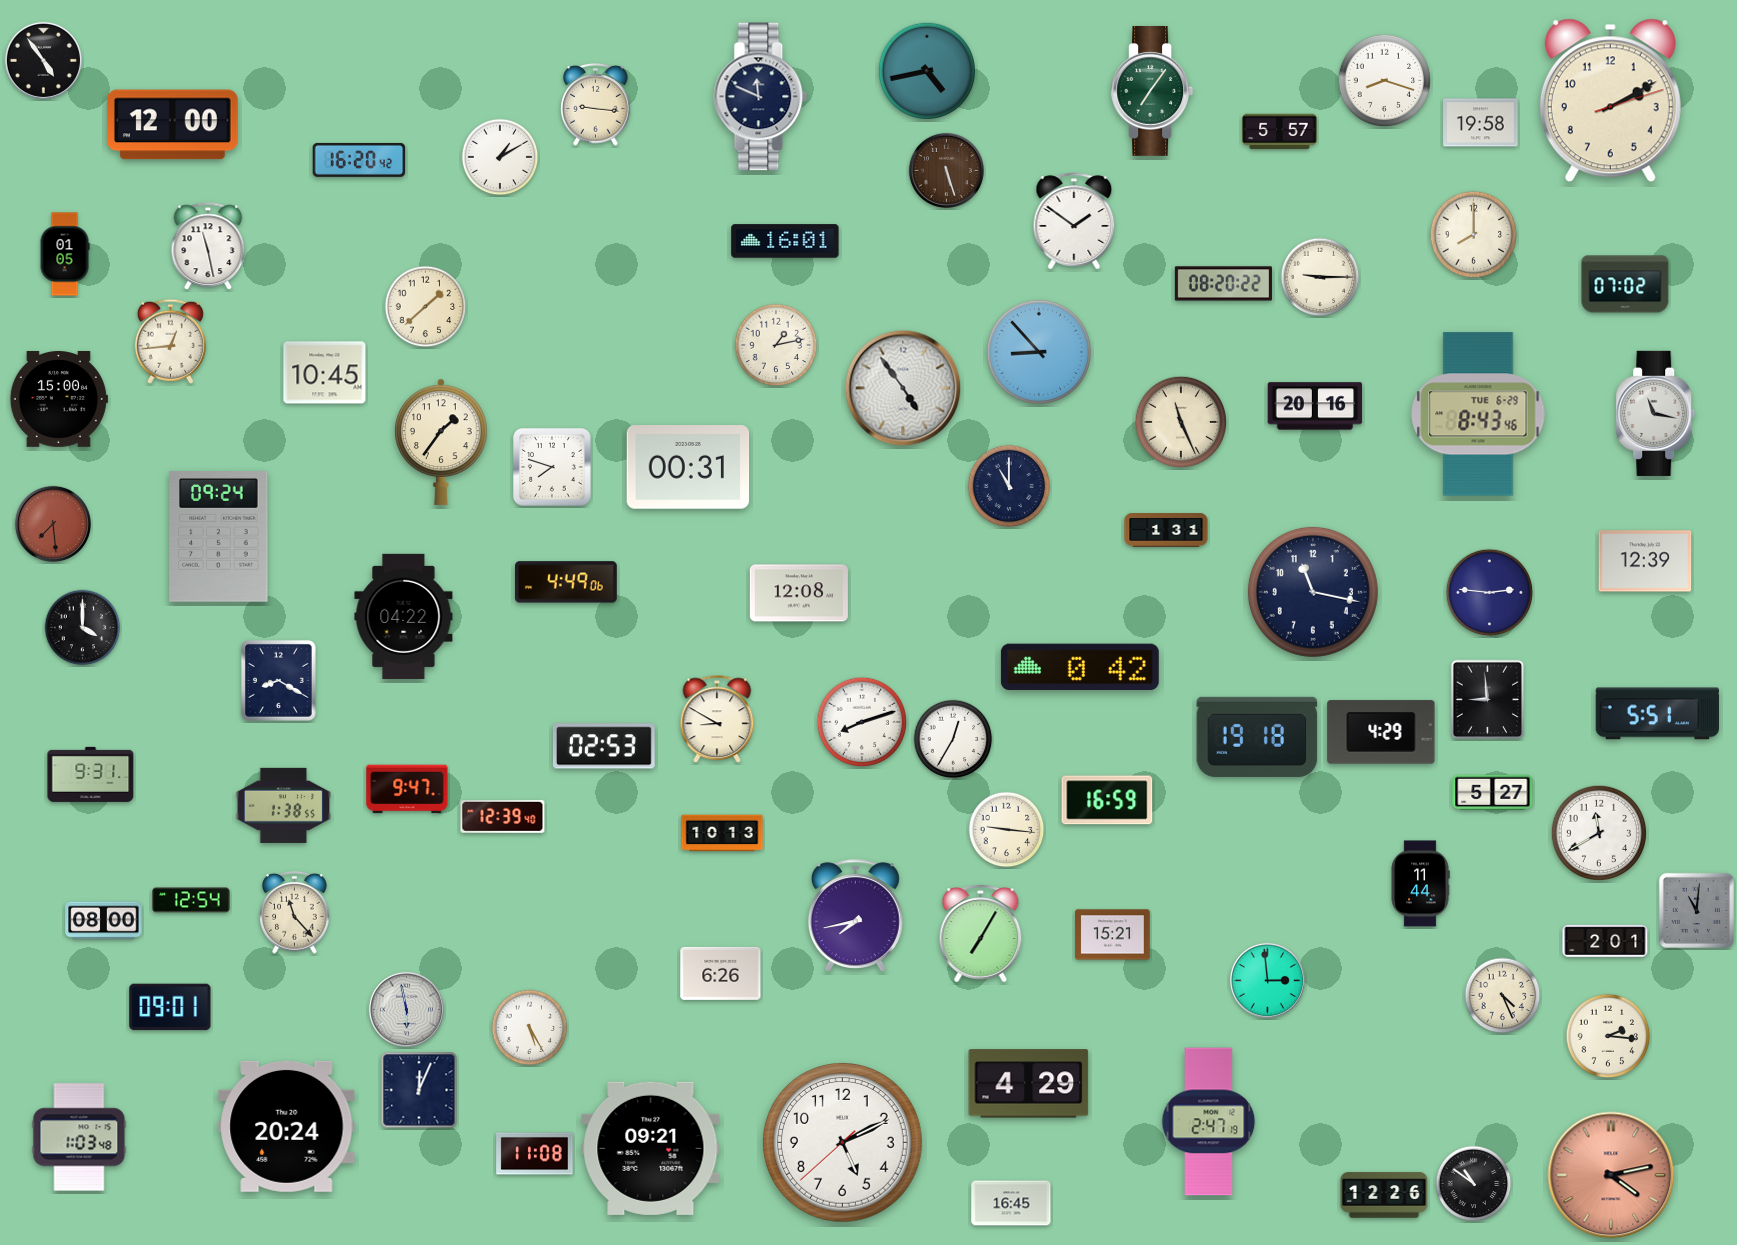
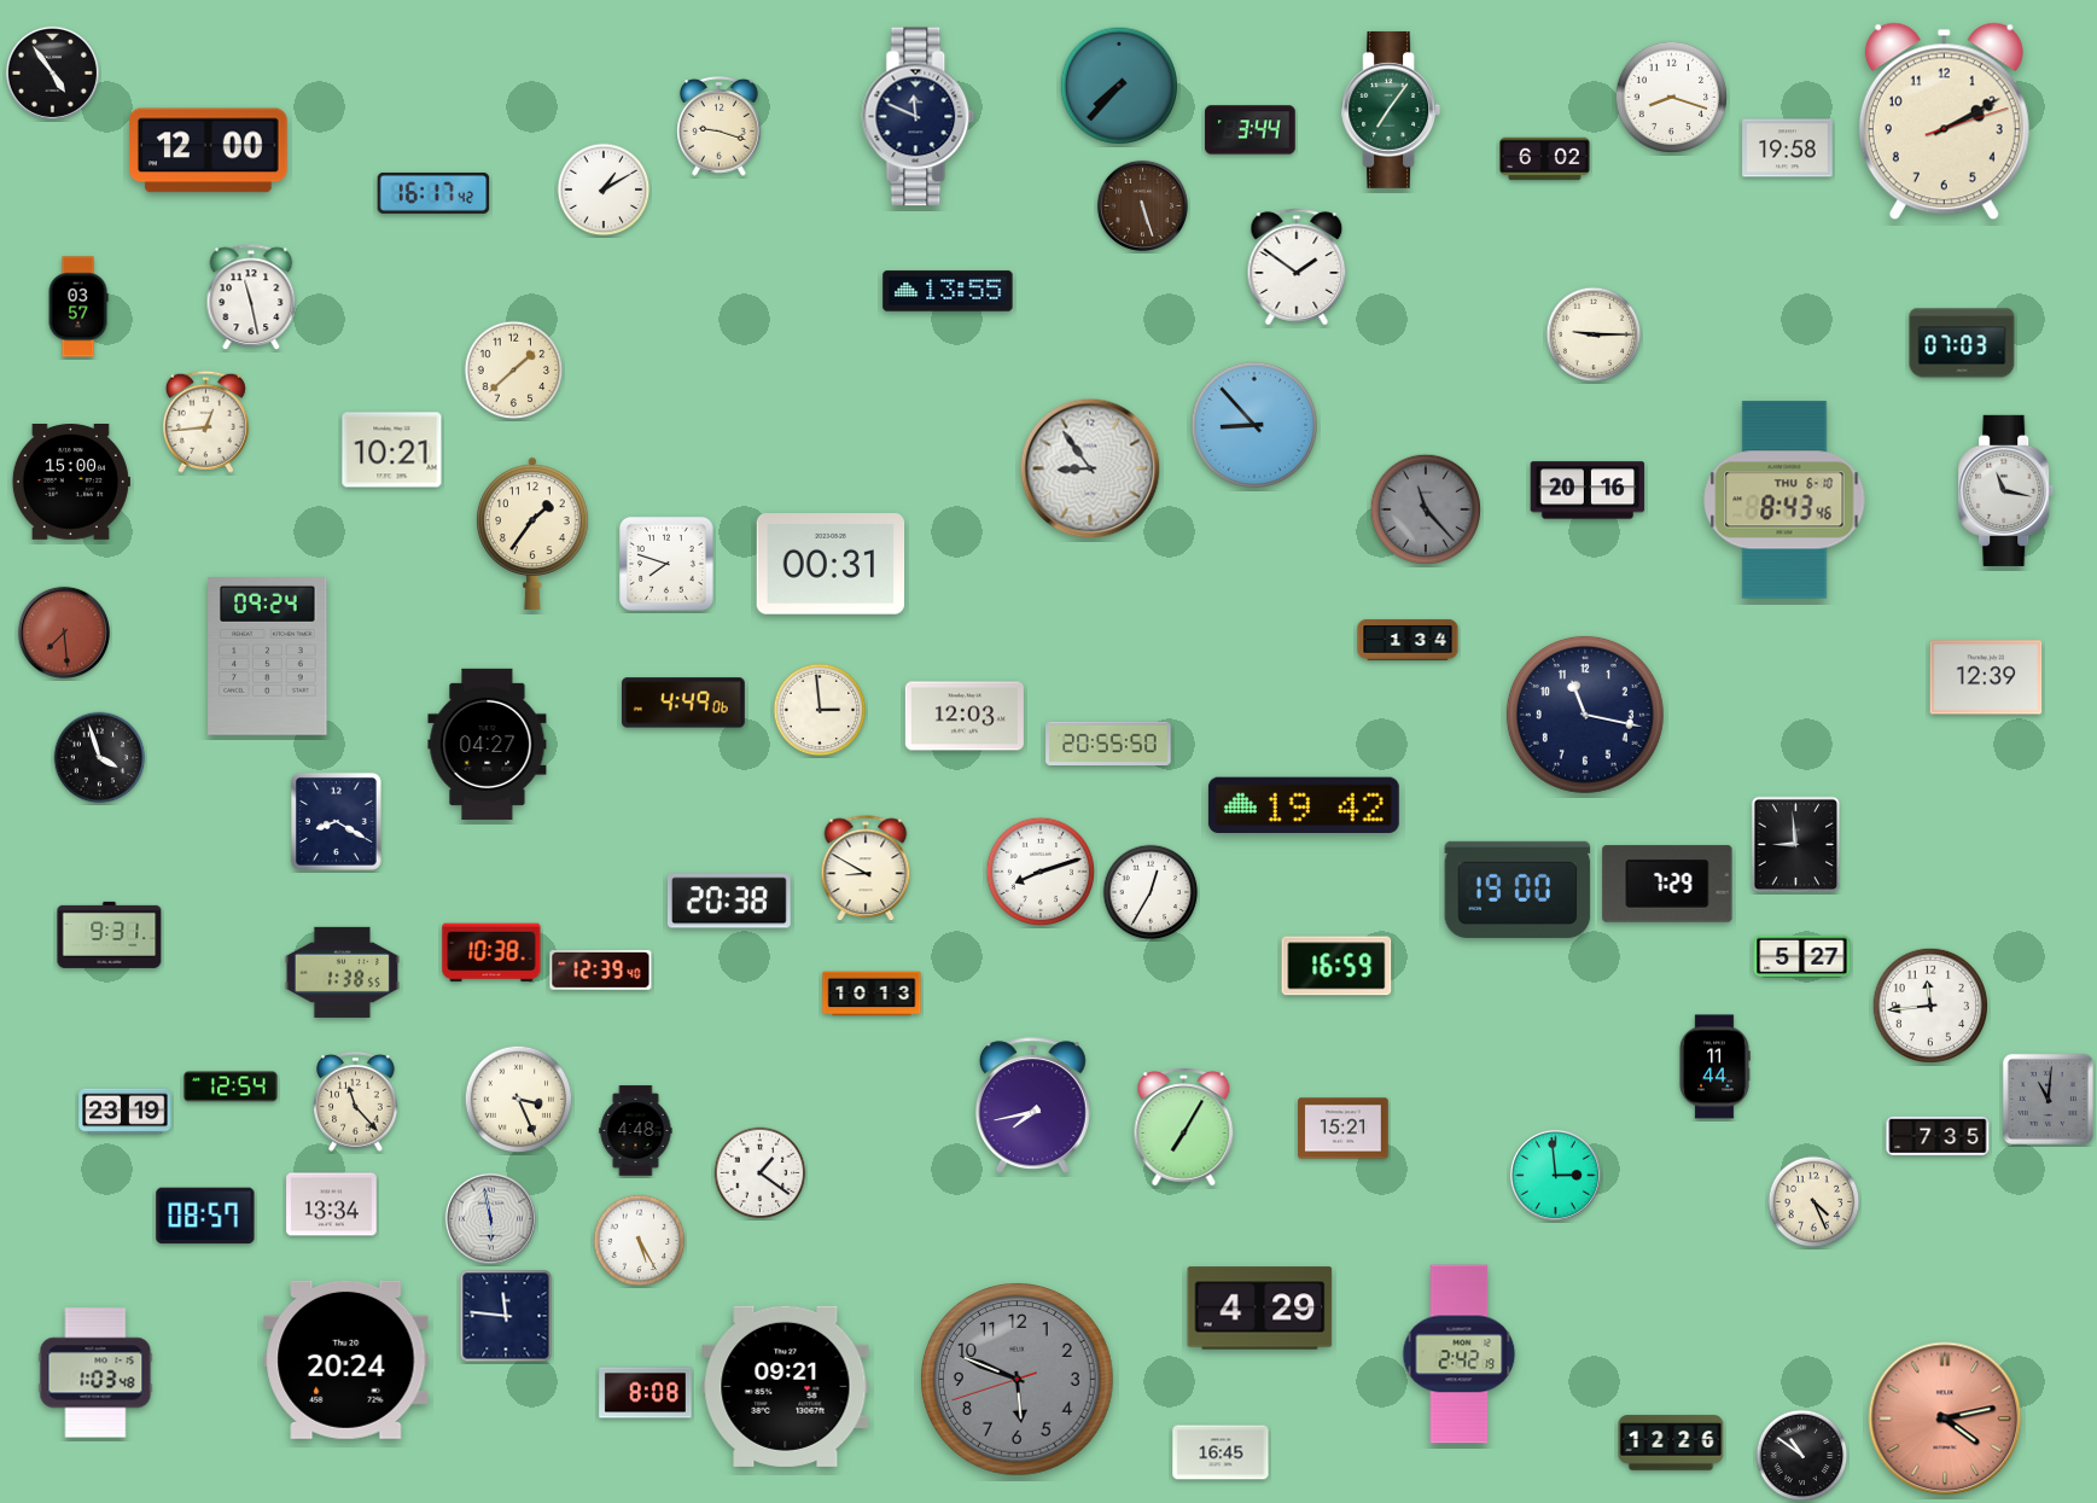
clock at (926, 70): 4:43 -> 7:37
clock at (596, 104): 9:16 -> 9:18
clock at (1251, 130): none -> 3:44
clock at (1280, 132): 5:57 -> 6:02
clock at (359, 160): 16:20 -> 16:17
clock at (1474, 235): 8:00 -> none
clock at (785, 241): 16:01 -> 13:55
clock at (65, 254): 01:05 -> 03:57
clock at (1223, 284): 08:20 -> none
clock at (1625, 284): 07:02 -> 07:03
clock at (170, 341) position: (170, 341) -> (205, 421)
clock at (776, 345): 1:13 -> none
clock at (325, 373): 10:45 -> 10:21
clock at (903, 388): 4:54 -> 8:54
clock at (1656, 413) position: (1656, 413) -> (2006, 490)
clock at (1478, 414) date: TUE 6-29 -> THU 6-10
clock at (1181, 422): 11:26 -> 11:23
clock at (1181, 422) dial: cream -> grey
clock at (1009, 486): 11:00 -> none
clock at (1166, 530): 1:31 -> 1:34
clock at (219, 537) position: (219, 537) -> (268, 657)
clock at (820, 710): none -> 2:59
clock at (799, 593): 12:08 -> 12:03
clock at (1490, 593): 2:46 -> none
clock at (404, 616): 04:22 -> 04:27
clock at (1108, 744): none -> 20:55
clock at (83, 628): 4:00 -> 3:57
clock at (1080, 666): 0:42 -> 19:42
clock at (1657, 714): 5:51 -> none
clock at (1381, 732): 4:29 -> 7:29
clock at (1257, 737): 19:18 -> 19:00
clock at (604, 746): 02:53 -> 20:38
clock at (407, 789): 9:47 -> 10:38
clock at (503, 816) position: (503, 816) -> (601, 969)
clock at (1007, 830): 9:16 -> none
clock at (1598, 832): 11:40 -> 11:44
clock at (722, 833) position: (722, 833) -> (872, 994)
clock at (519, 1100): none -> 3:26
clock at (104, 921): 08:00 -> 23:19
clock at (636, 1131): none -> 4:48
clock at (1605, 941): 2:01 -> 7:35
clock at (761, 1173): none -> 1:21
clock at (721, 973): 6:26 -> none
clock at (1267, 980) position: (1267, 980) -> (1555, 1175)
clock at (332, 1205): none -> 13:34
clock at (170, 1007): 09:01 -> 08:57
clock at (1608, 1036): 2:16 -> none
clock at (1029, 1084) position: (1029, 1084) -> (1260, 1309)
clock at (419, 1090): 12:04 -> 11:46
clock at (1209, 1122): 2:47 -> 2:42
clock at (843, 1143): 5:10 -> 5:48
clock at (843, 1143) dial: white -> grey
clock at (535, 1154): 11:08 -> 8:08
clock at (1474, 1184) position: (1474, 1184) -> (1802, 1456)
